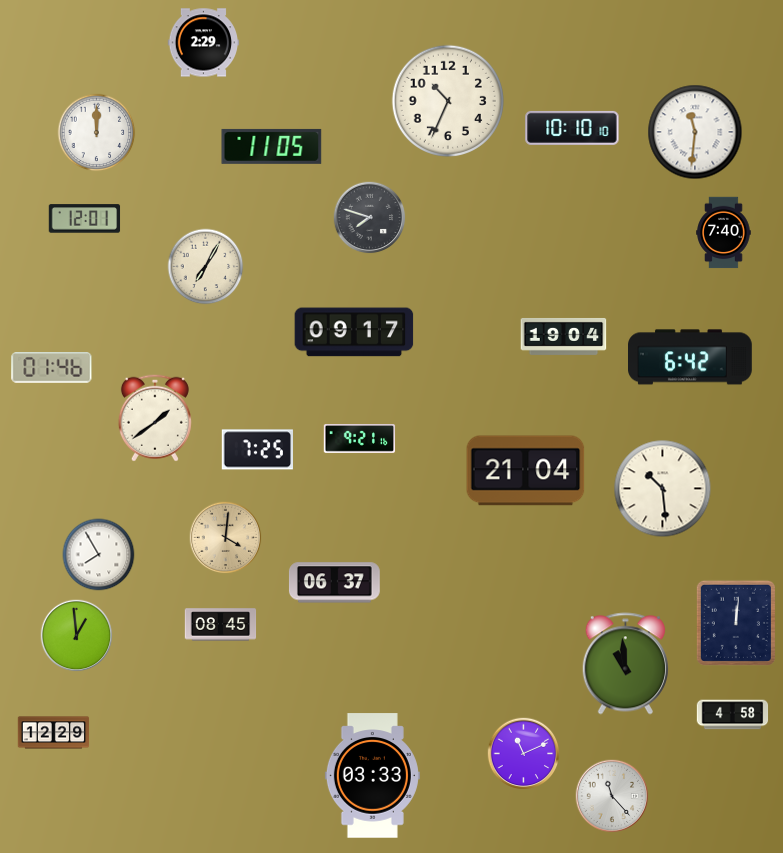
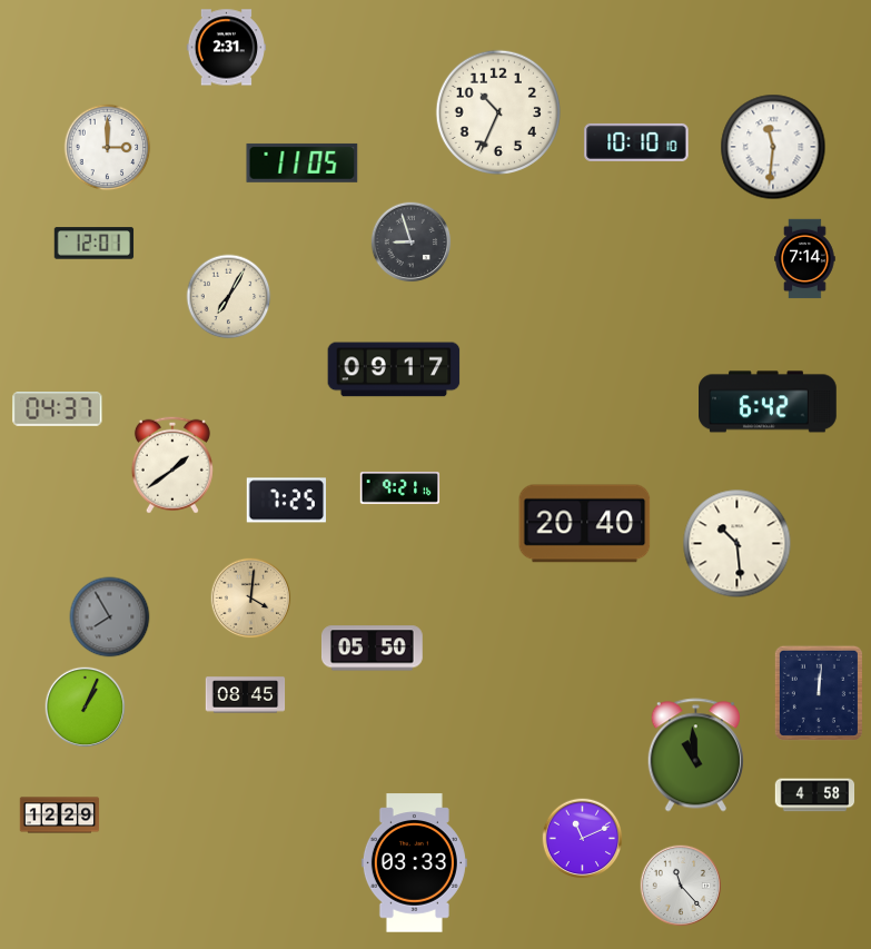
clock at (204, 43): 2:29 -> 2:31
clock at (97, 133): 12:00 -> 3:00
clock at (370, 218): 7:48 -> 8:57
clock at (724, 233): 7:40 -> 7:14
clock at (564, 336): 19:04 -> none
clock at (691, 357) position: (691, 357) -> (769, 402)
clock at (52, 368): 01:46 -> 04:37
clock at (526, 471): 21:04 -> 20:40
clock at (99, 555) dial: white -> grey
clock at (334, 583): 06:37 -> 05:50
clock at (77, 636): 12:59 -> 1:04
clock at (625, 664) position: (625, 664) -> (695, 755)
